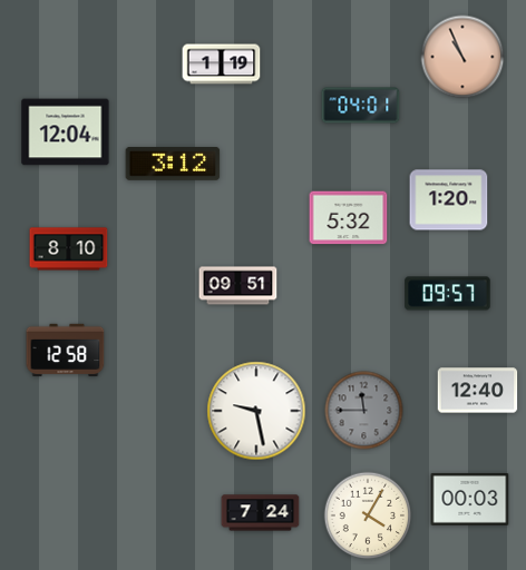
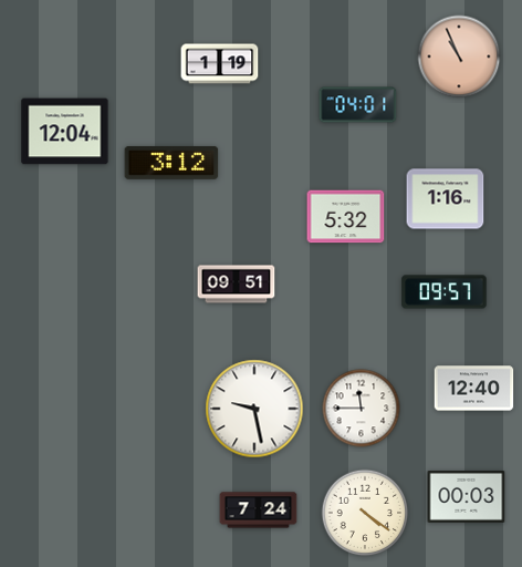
clock at (449, 200): 1:20 -> 1:16
clock at (69, 249): 8:10 -> none
clock at (66, 351): 12:58 -> none
clock at (364, 411) dial: grey -> white
clock at (368, 515): 4:05 -> 4:21
